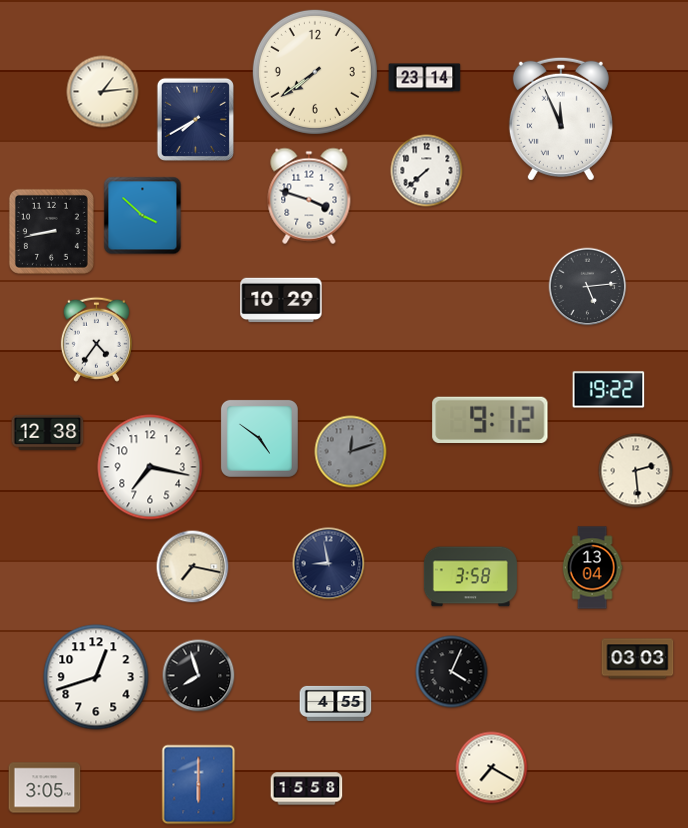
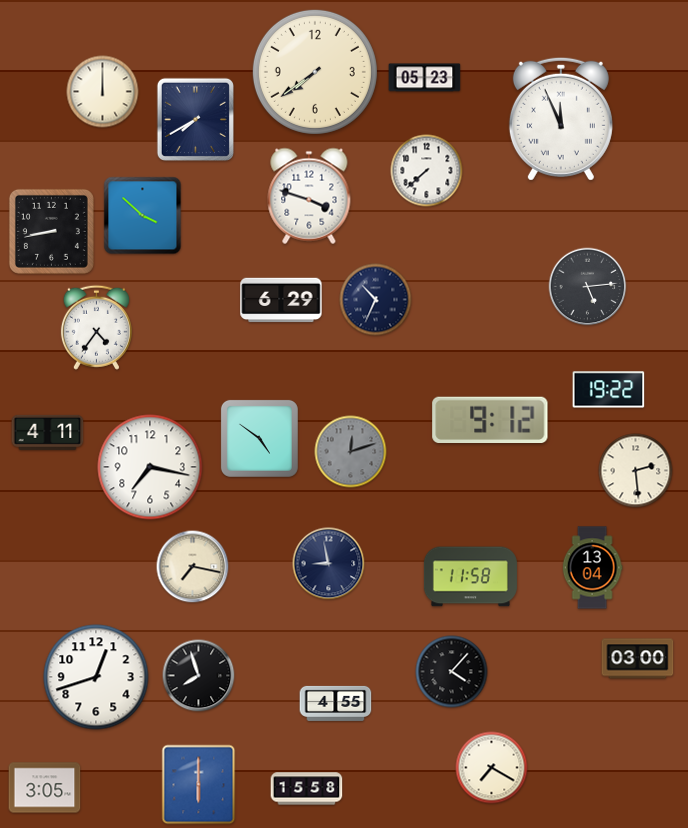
clock at (425, 78): 23:14 -> 05:23
clock at (103, 92): 1:14 -> 12:00
clock at (281, 300): 10:29 -> 6:29
clock at (376, 300): none -> 10:34
clock at (96, 339) position: (96, 339) -> (96, 327)
clock at (48, 432): 12:38 -> 4:11
clock at (470, 577): 3:58 -> 11:58
clock at (638, 659): 03:03 -> 03:00
clock at (452, 672): 4:04 -> 4:07
